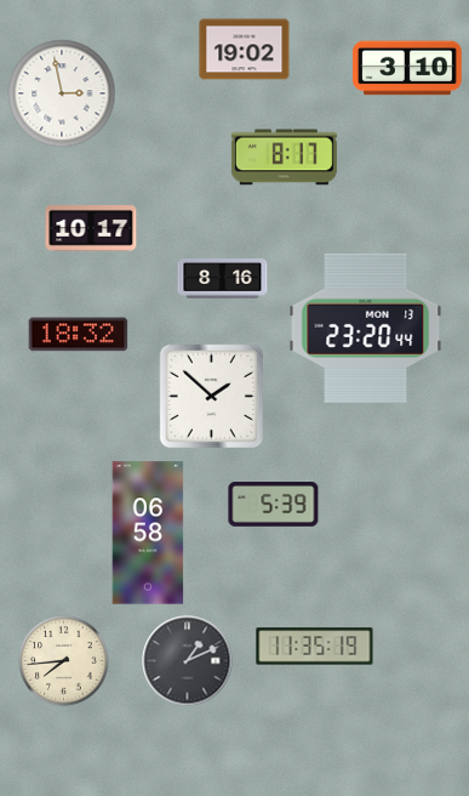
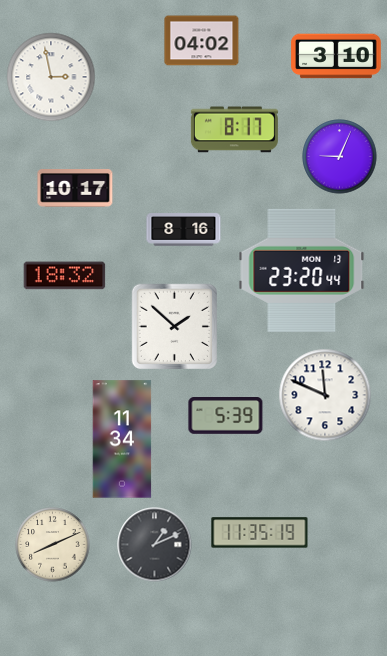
clock at (245, 50): 19:02 -> 04:02
clock at (340, 157): none -> 9:04
clock at (325, 395): none -> 11:49
clock at (148, 533): 06:58 -> 11:34
clock at (64, 661): 7:44 -> 8:11
